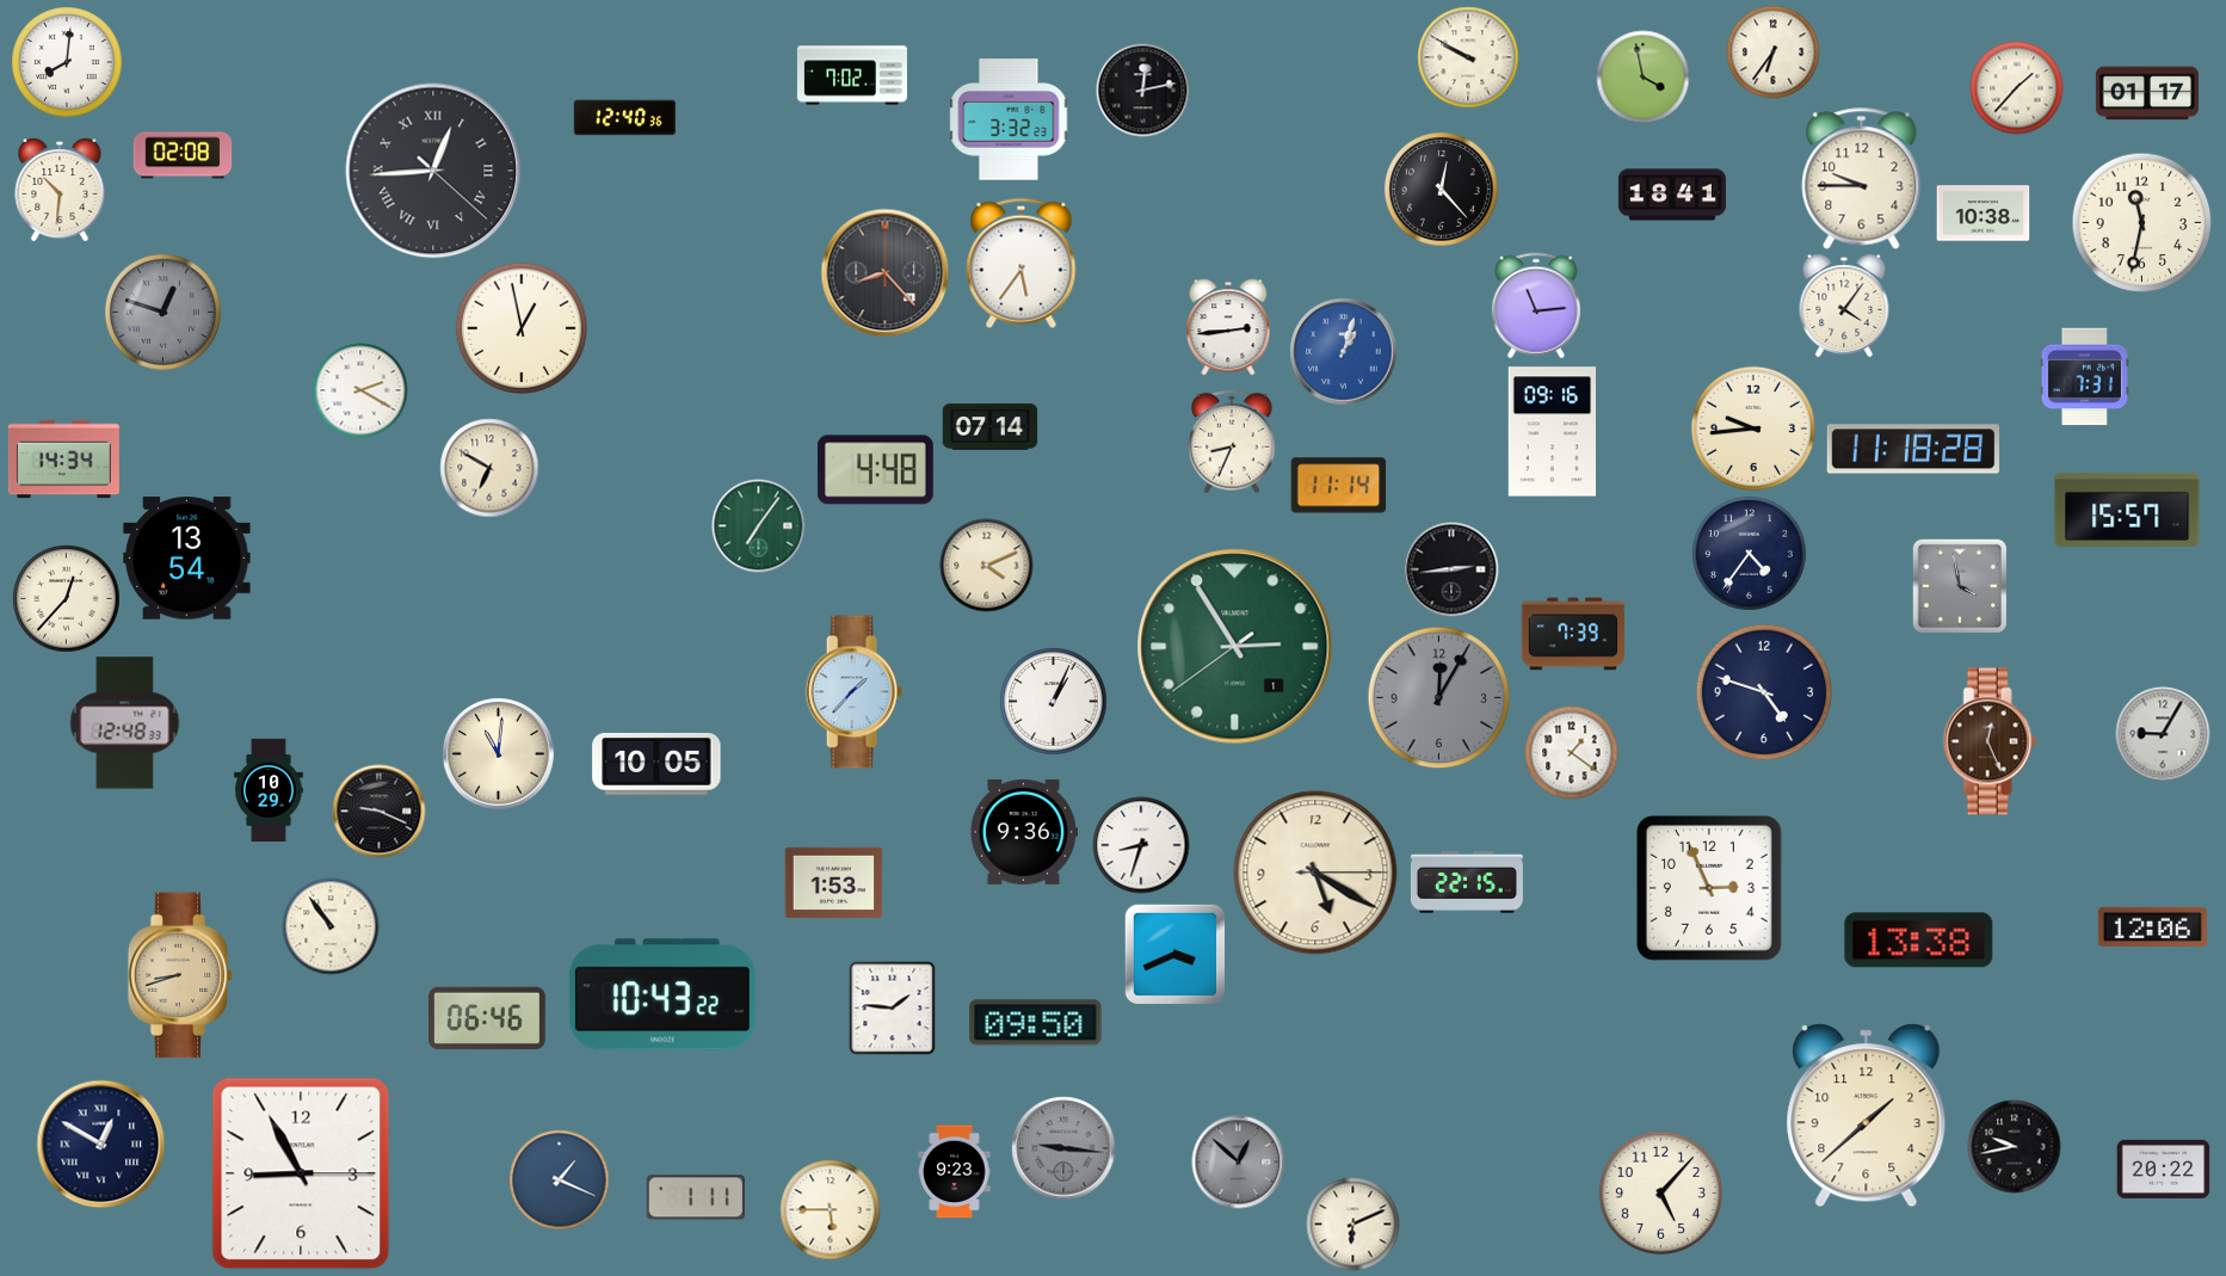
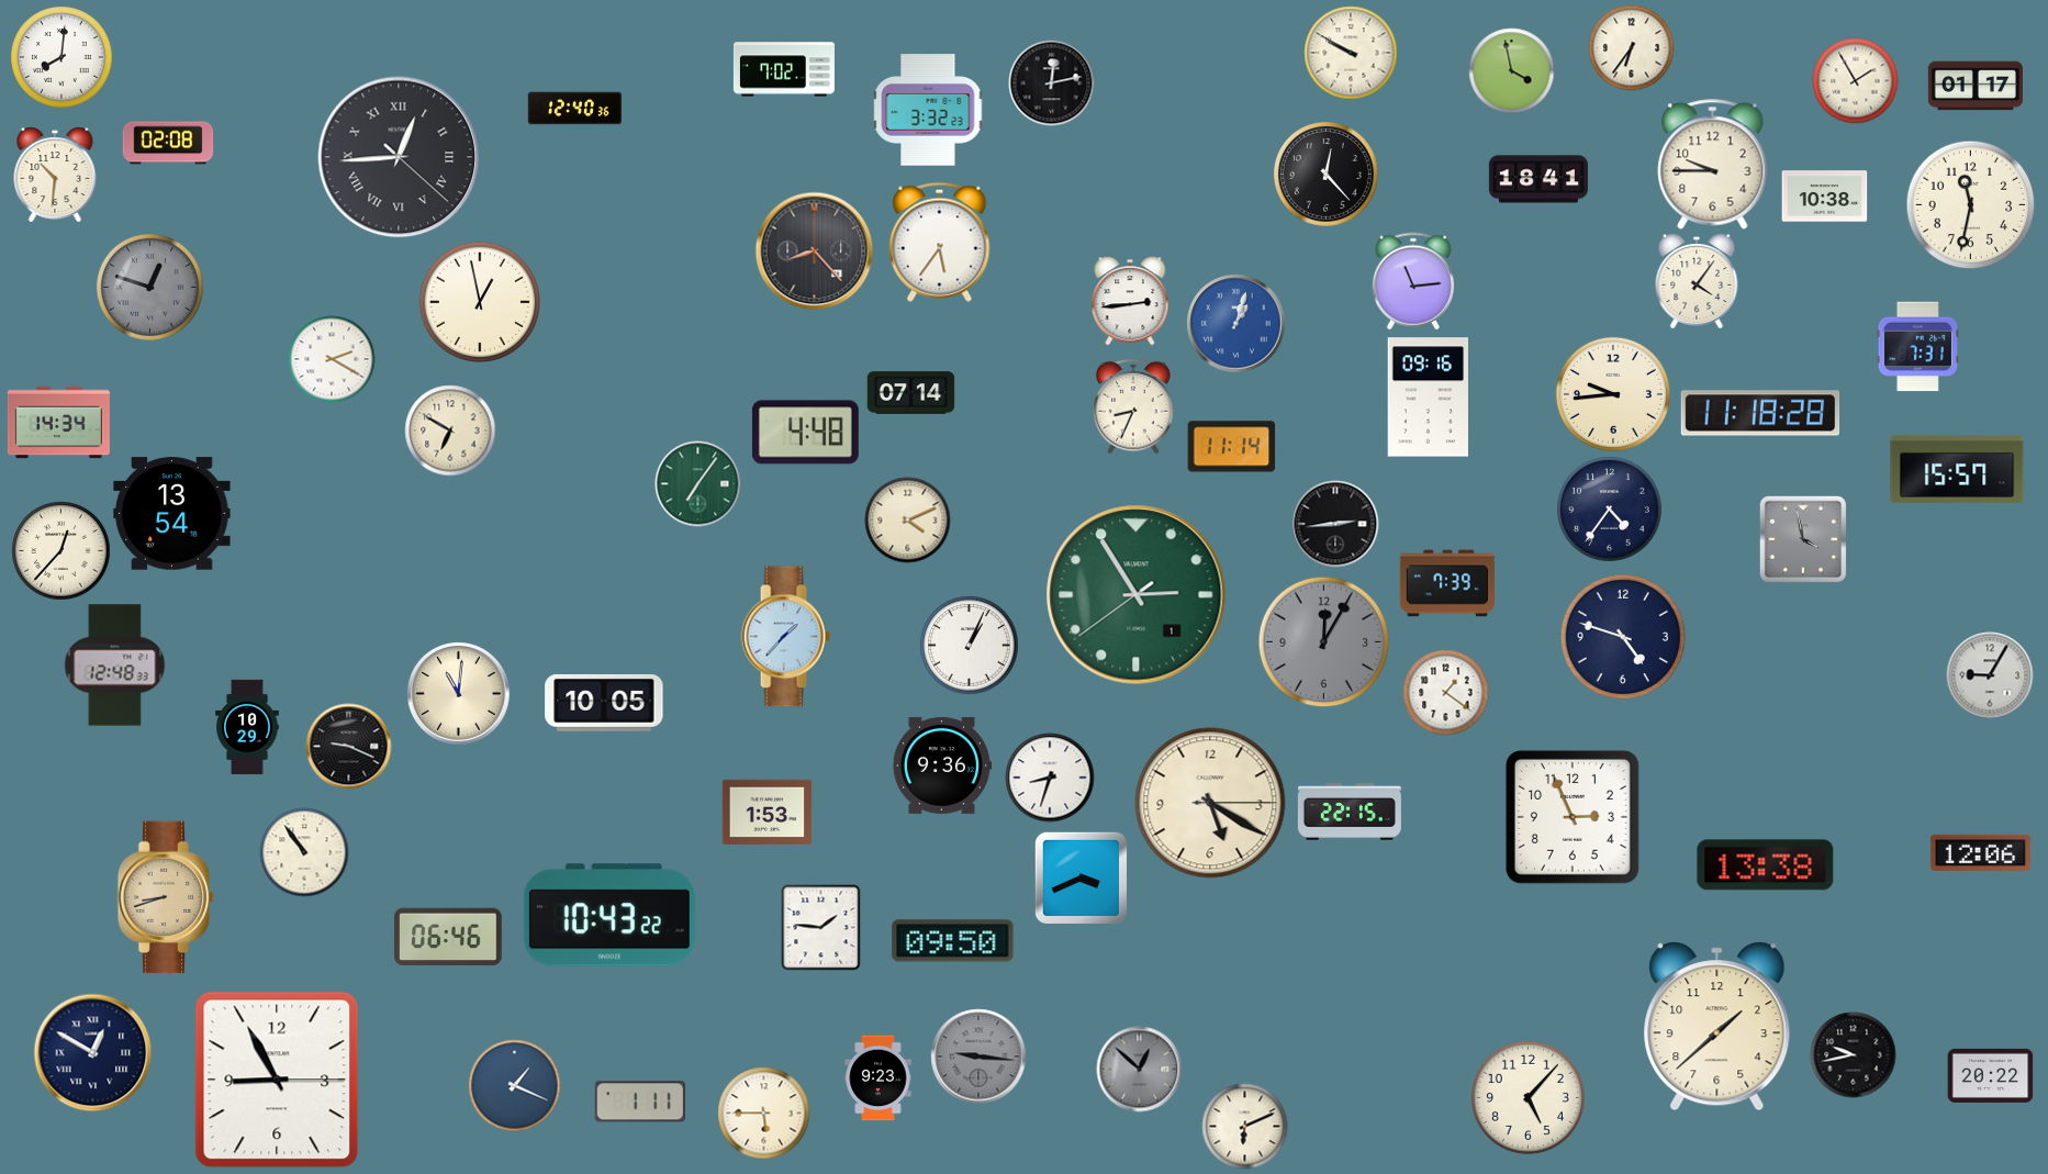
clock at (2016, 87): 1:37 -> 1:55
clock at (1990, 741): 12:26 -> none
